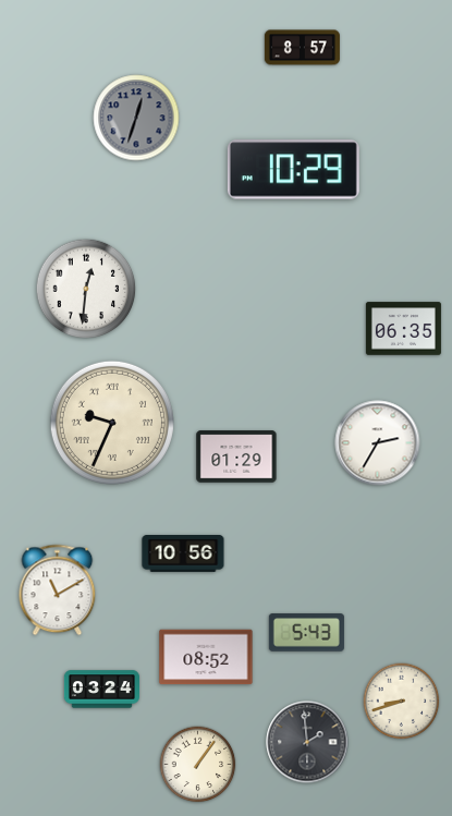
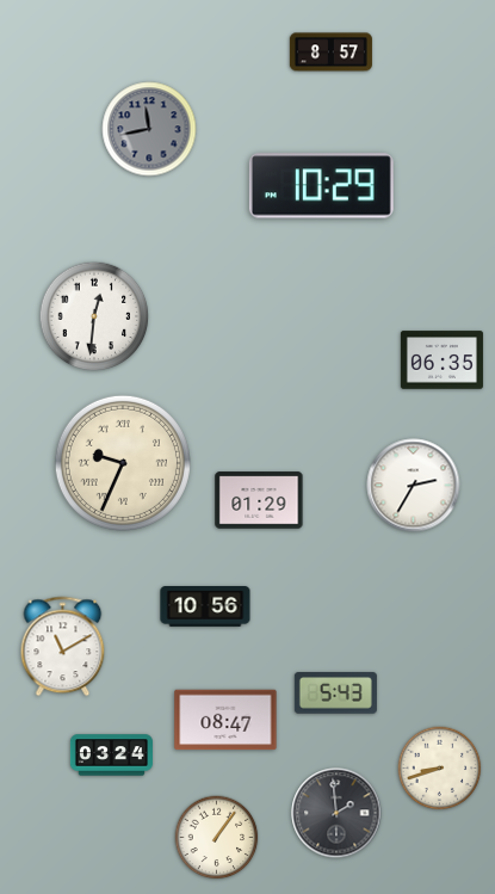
clock at (136, 118): 12:33 -> 11:43
clock at (183, 555) position: (183, 555) -> (205, 608)
clock at (206, 657): 08:52 -> 08:47
